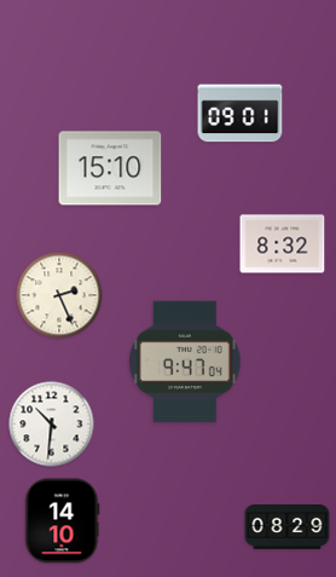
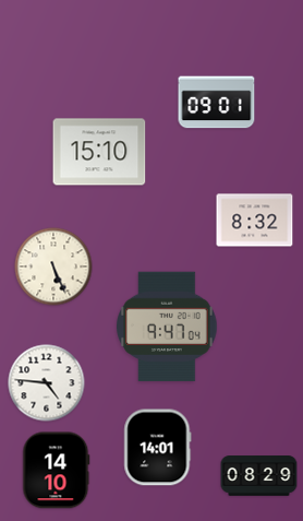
clock at (59, 295): 2:26 -> 5:26
clock at (52, 425): 10:31 -> 4:46
clock at (158, 448): none -> 14:01
